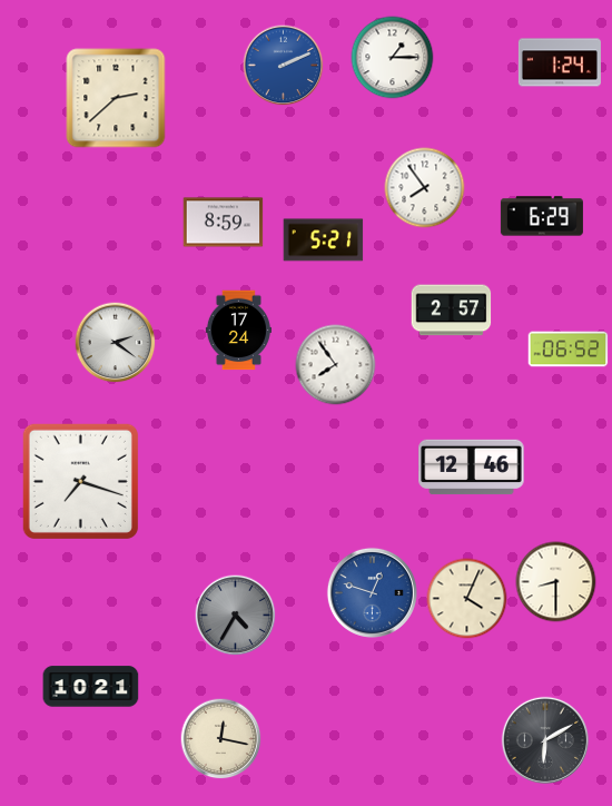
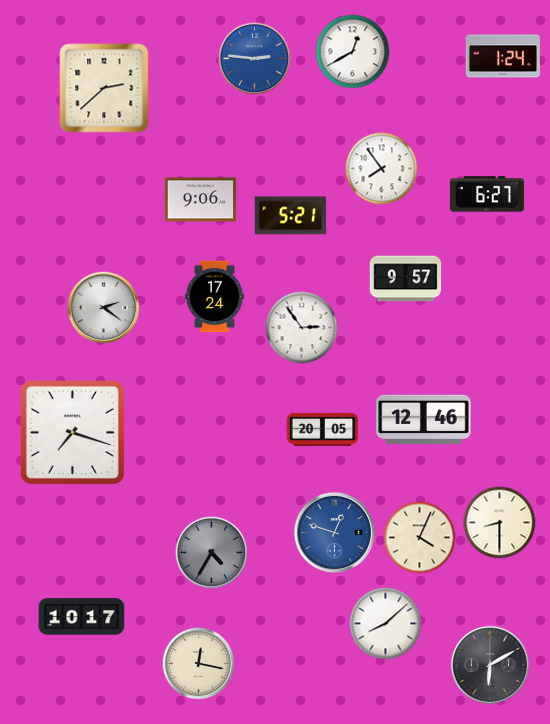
clock at (393, 58): 1:15 -> 12:40
clock at (284, 66): 2:11 -> 2:46
clock at (542, 216): 6:29 -> 6:27
clock at (224, 223): 8:59 -> 9:06
clock at (452, 311): 2:57 -> 9:57
clock at (569, 350): 06:52 -> none
clock at (336, 365): 7:54 -> 2:54
clock at (323, 429): none -> 20:05
clock at (91, 687): 10:21 -> 10:17
clock at (386, 624): none -> 8:08
